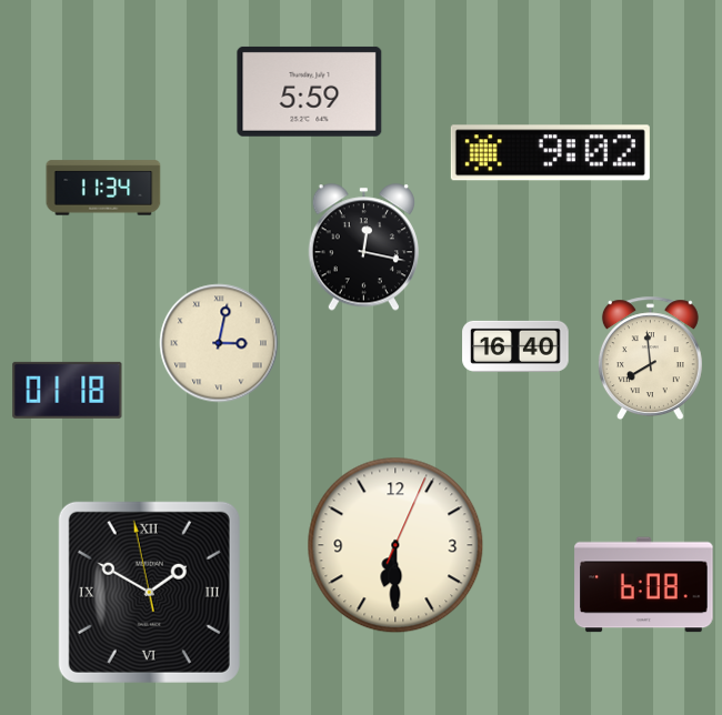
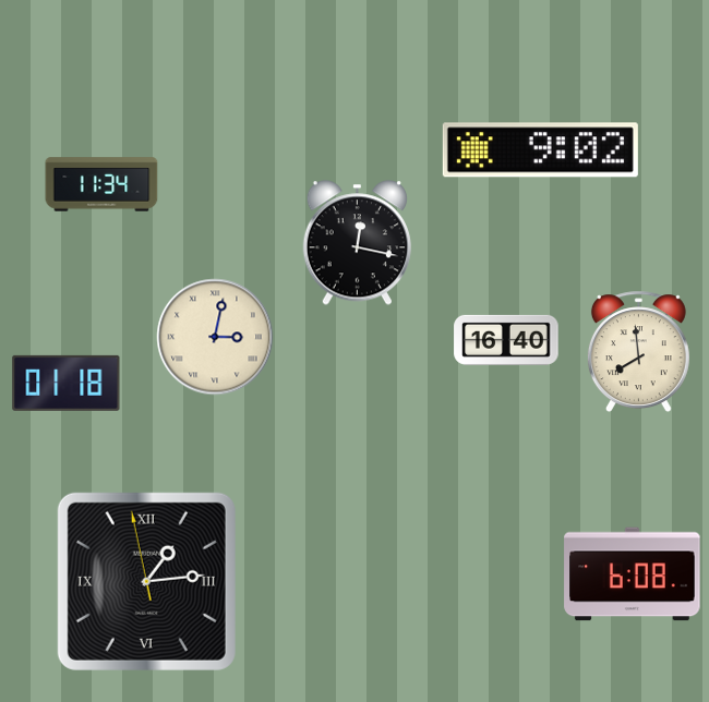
clock at (310, 91): 5:59 -> none
clock at (395, 545): 6:30 -> none
clock at (149, 592): 1:49 -> 1:13
